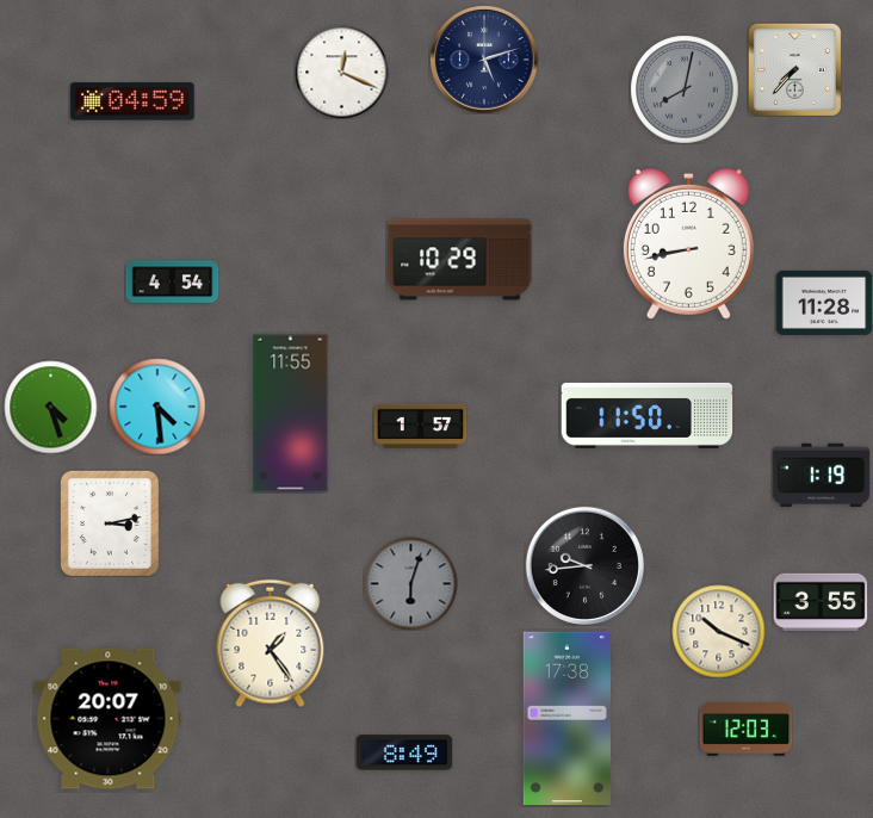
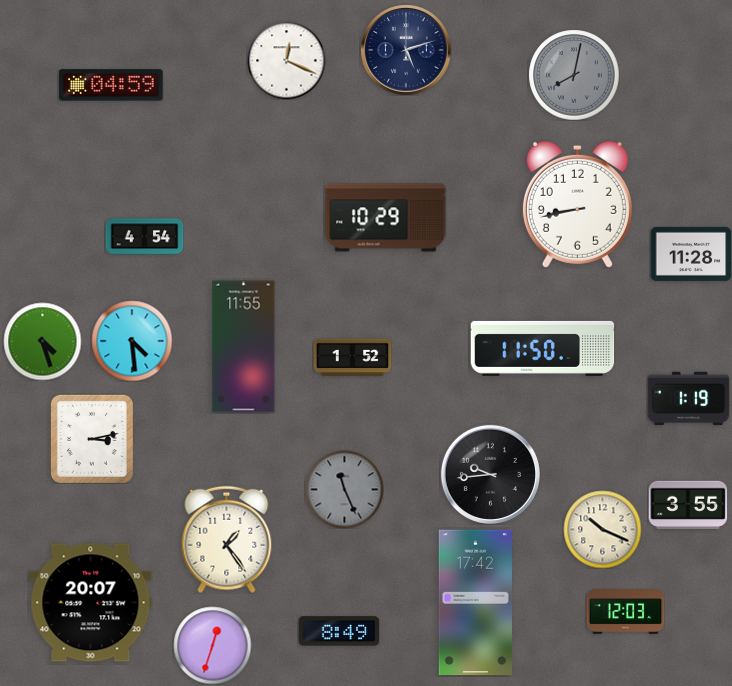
clock at (794, 69): 7:37 -> none
clock at (420, 426): 1:57 -> 1:52
clock at (410, 583): 6:03 -> 11:26
clock at (566, 719): 17:38 -> 17:42
clock at (212, 645): none -> 12:33
